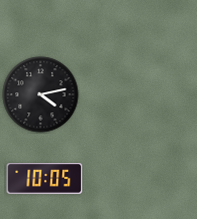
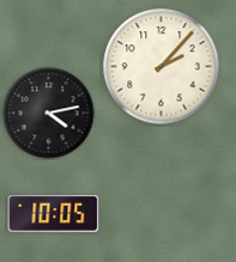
clock at (162, 67): none -> 2:07
